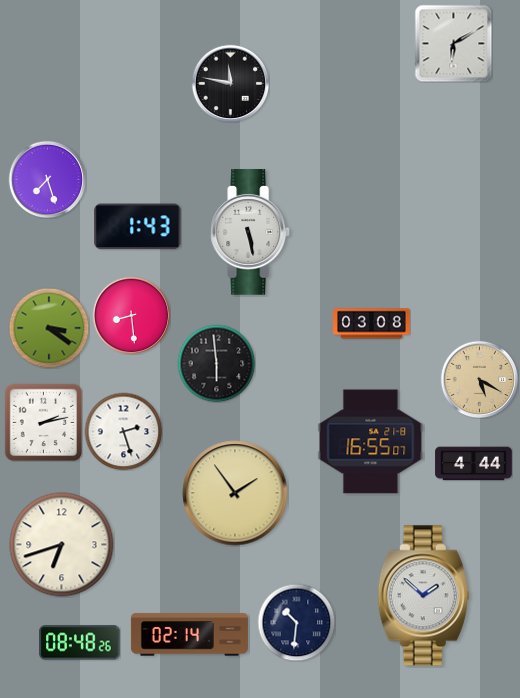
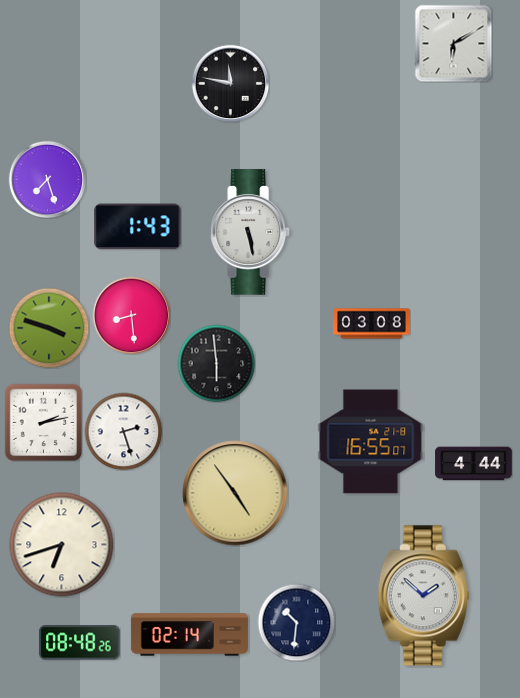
clock at (49, 328): 3:21 -> 3:48
clock at (479, 379): 5:20 -> none
clock at (235, 493): 1:54 -> 4:54
